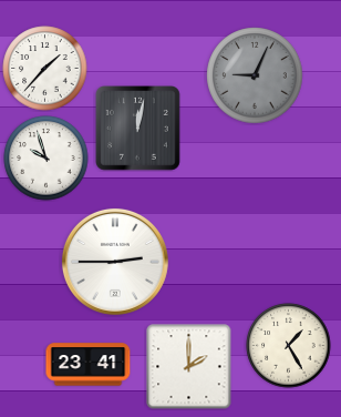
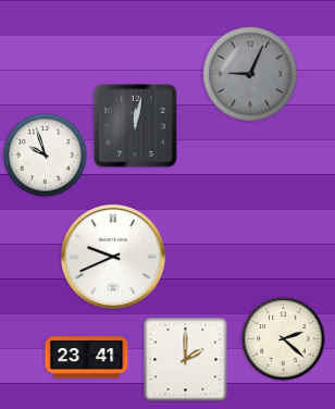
clock at (45, 69): 1:37 -> none
clock at (115, 262): 2:45 -> 9:41
clock at (289, 346): 1:25 -> 2:22
